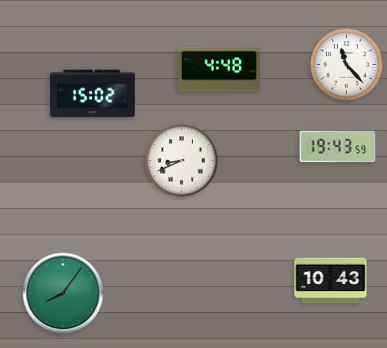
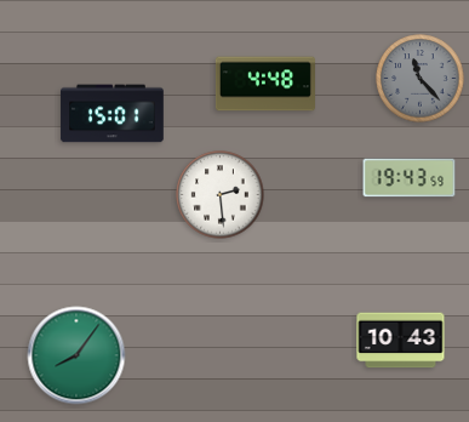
clock at (347, 65) dial: white -> grey
clock at (93, 94): 15:02 -> 15:01
clock at (182, 161): 8:41 -> 2:29
